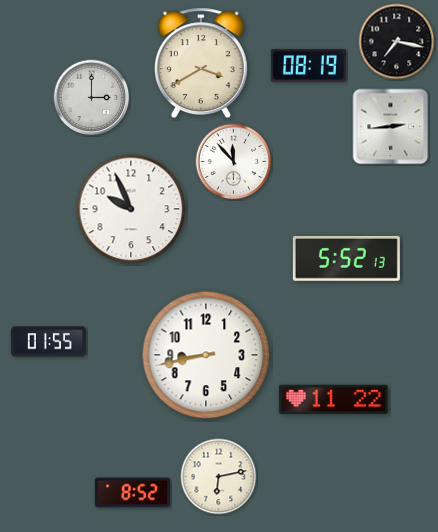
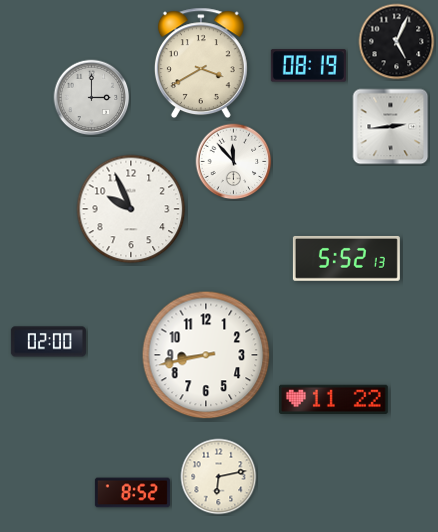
clock at (397, 42): 7:17 -> 5:04
clock at (48, 342): 01:55 -> 02:00
